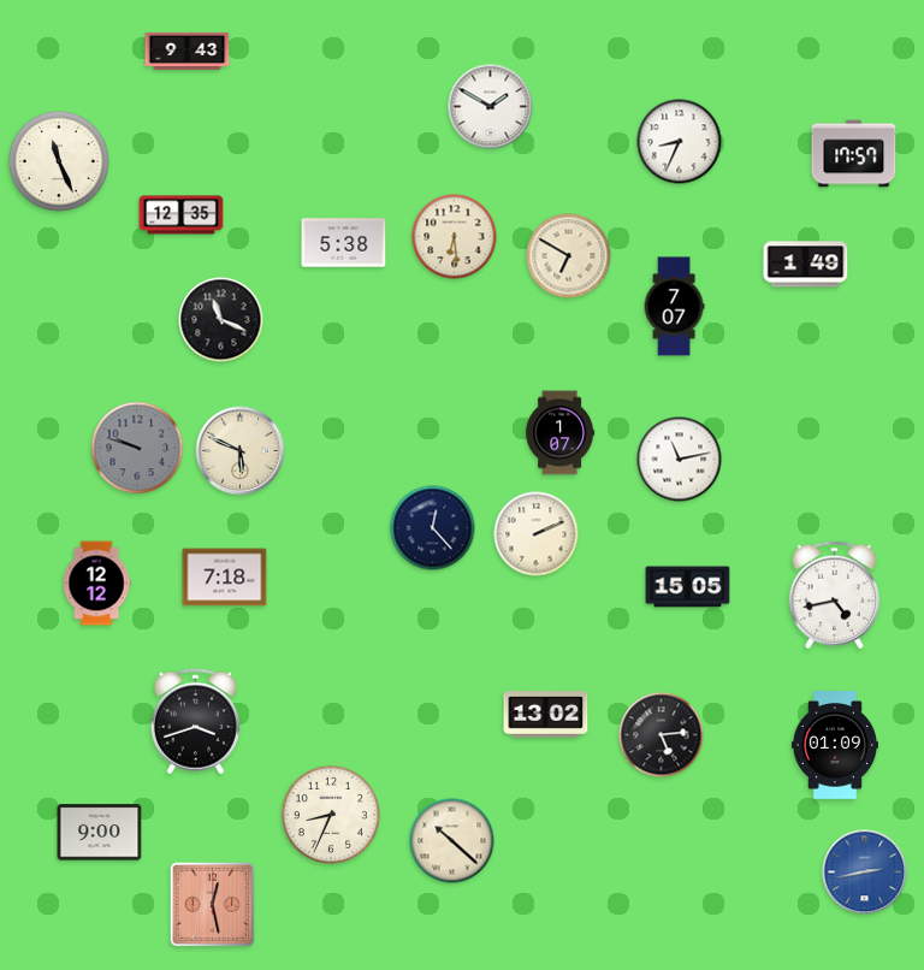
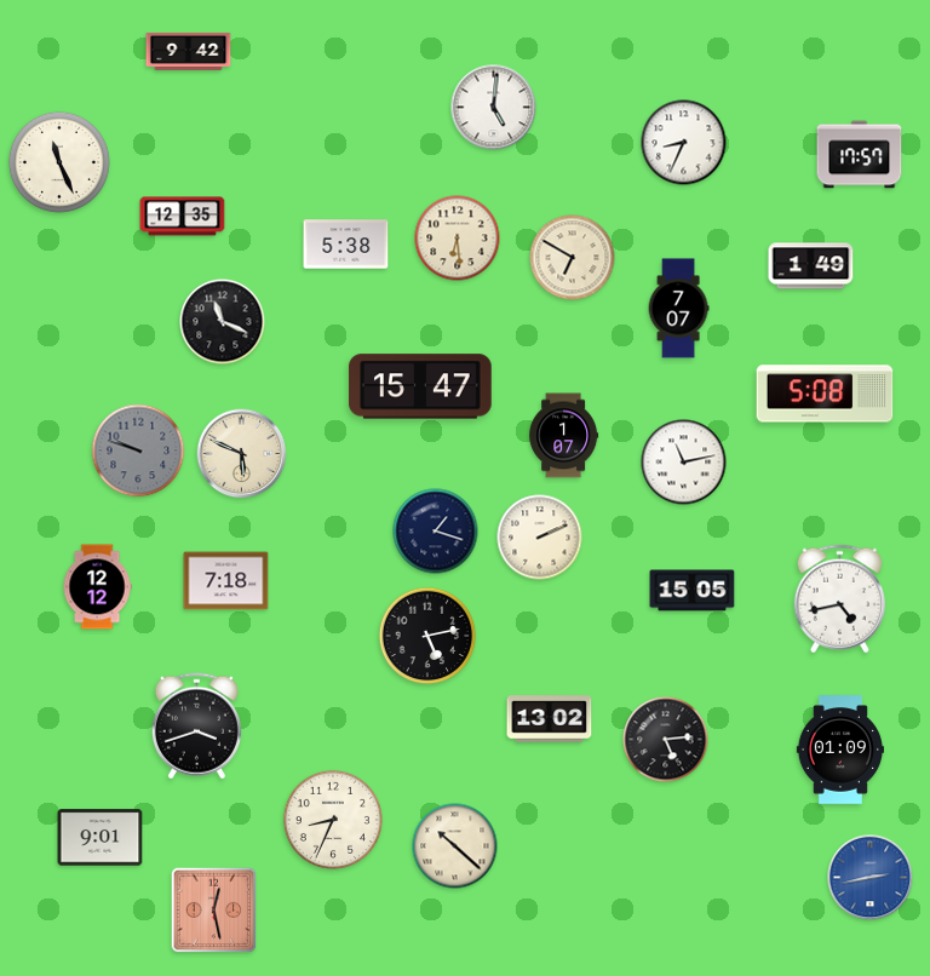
clock at (188, 51): 9:43 -> 9:42
clock at (491, 107): 1:50 -> 5:01
clock at (420, 386): none -> 15:47
clock at (825, 394): none -> 5:08
clock at (433, 528): 12:23 -> 1:18
clock at (427, 636): none -> 5:13
clock at (100, 833): 9:00 -> 9:01
